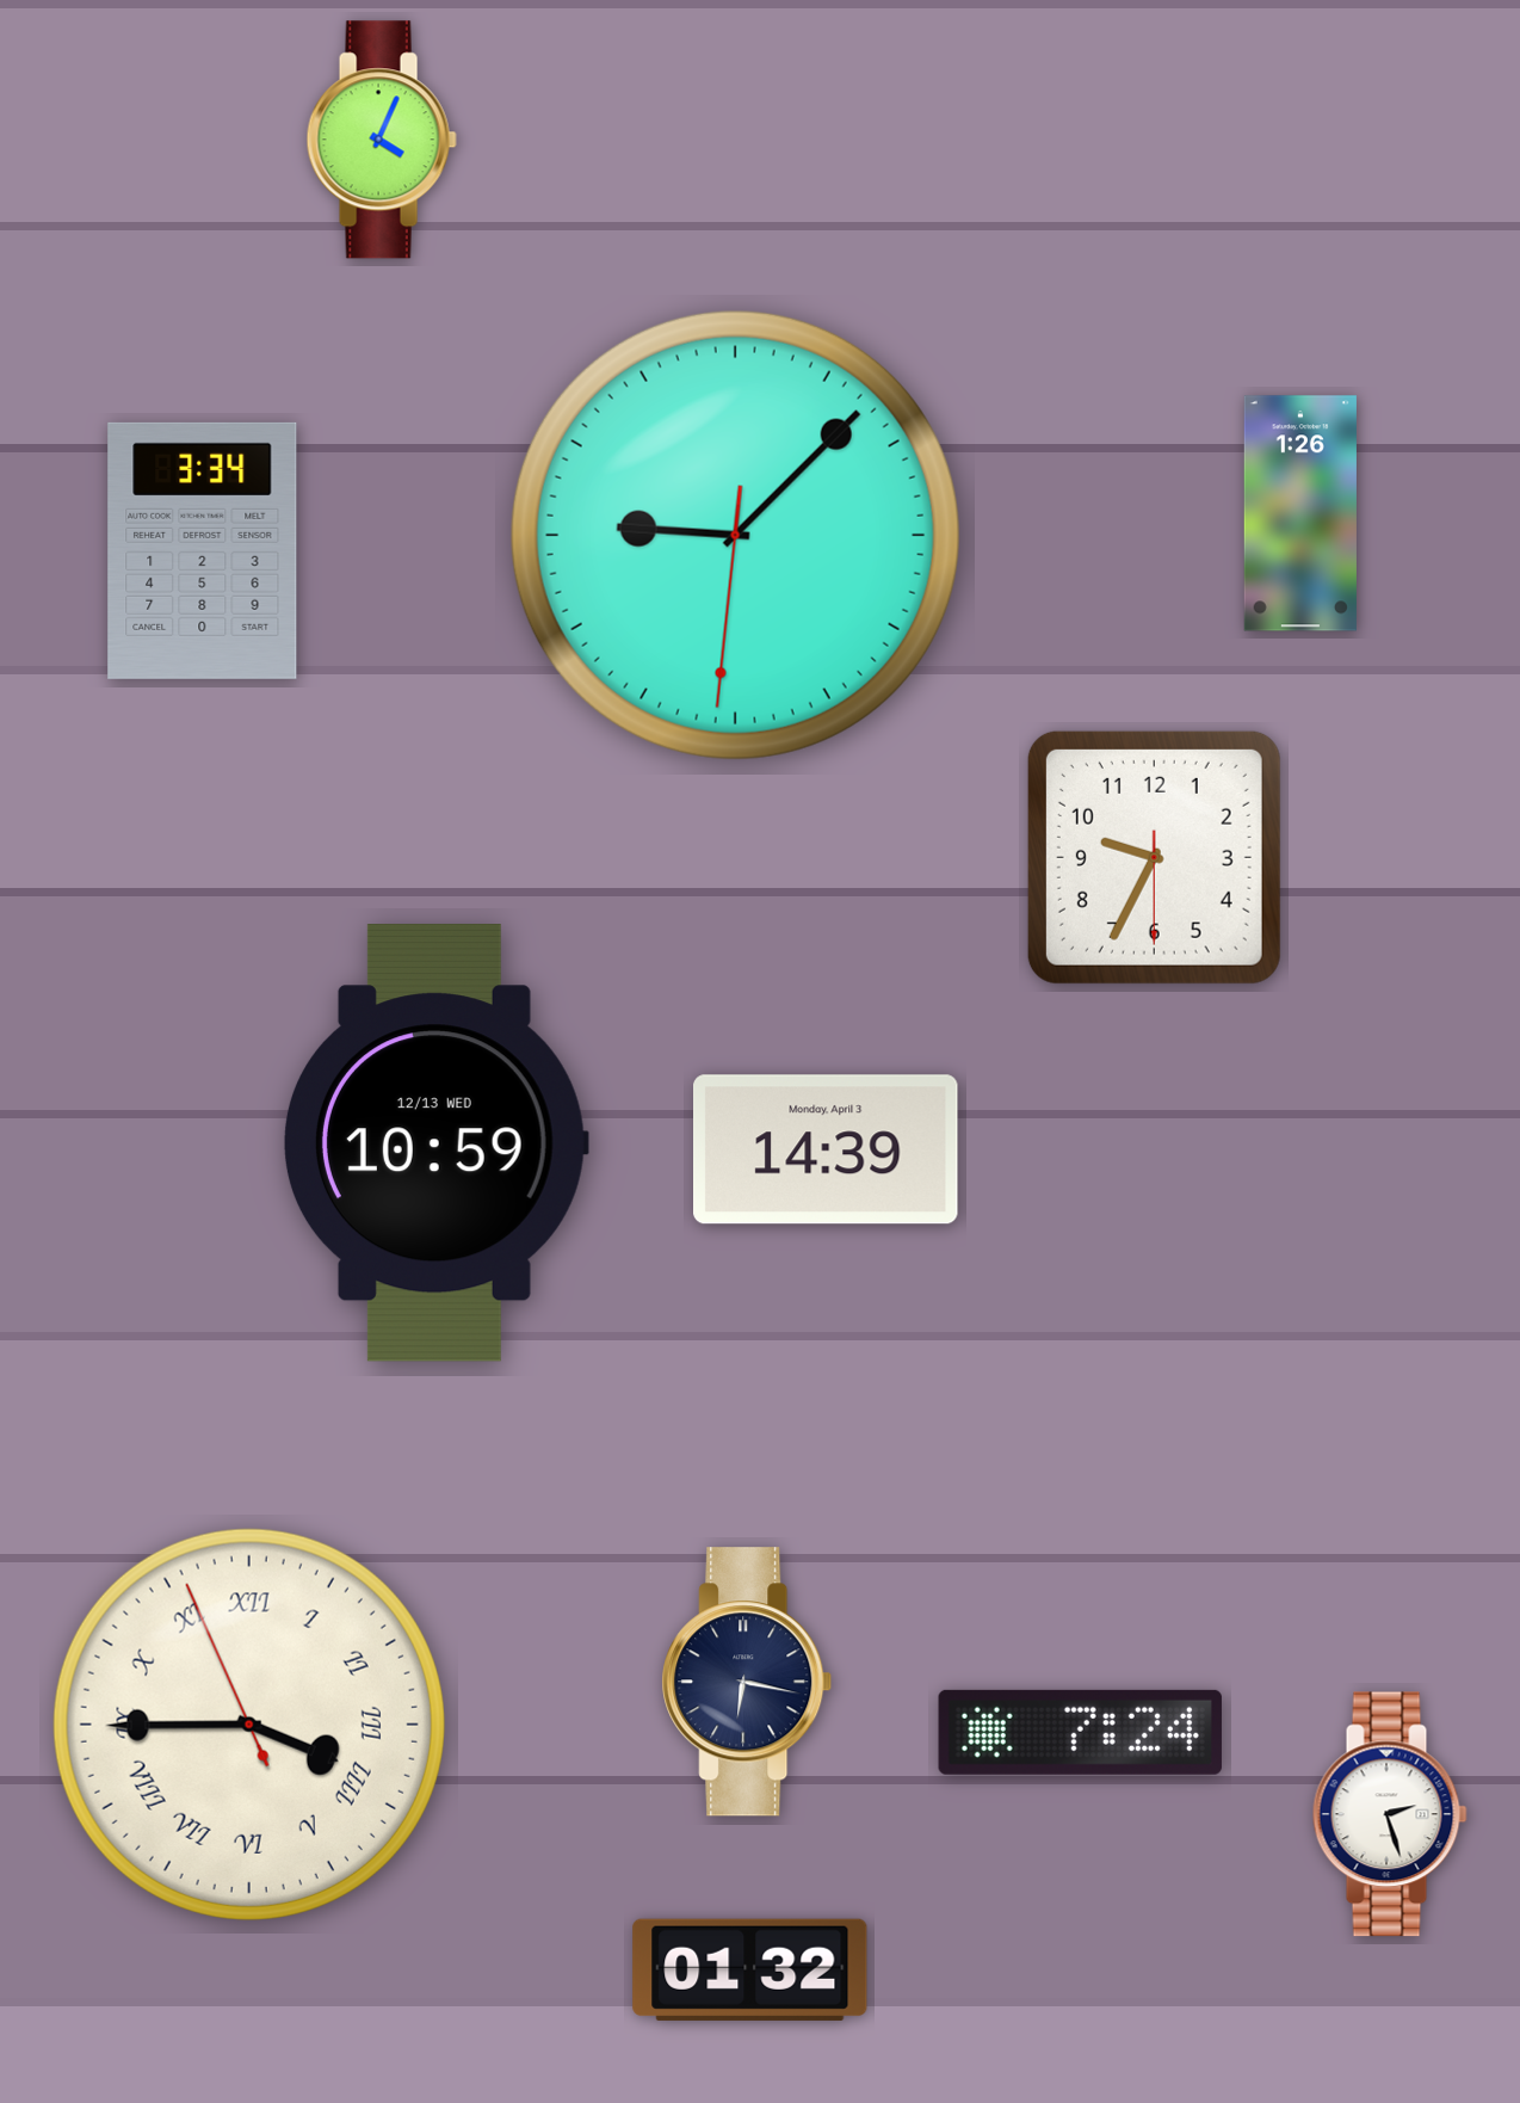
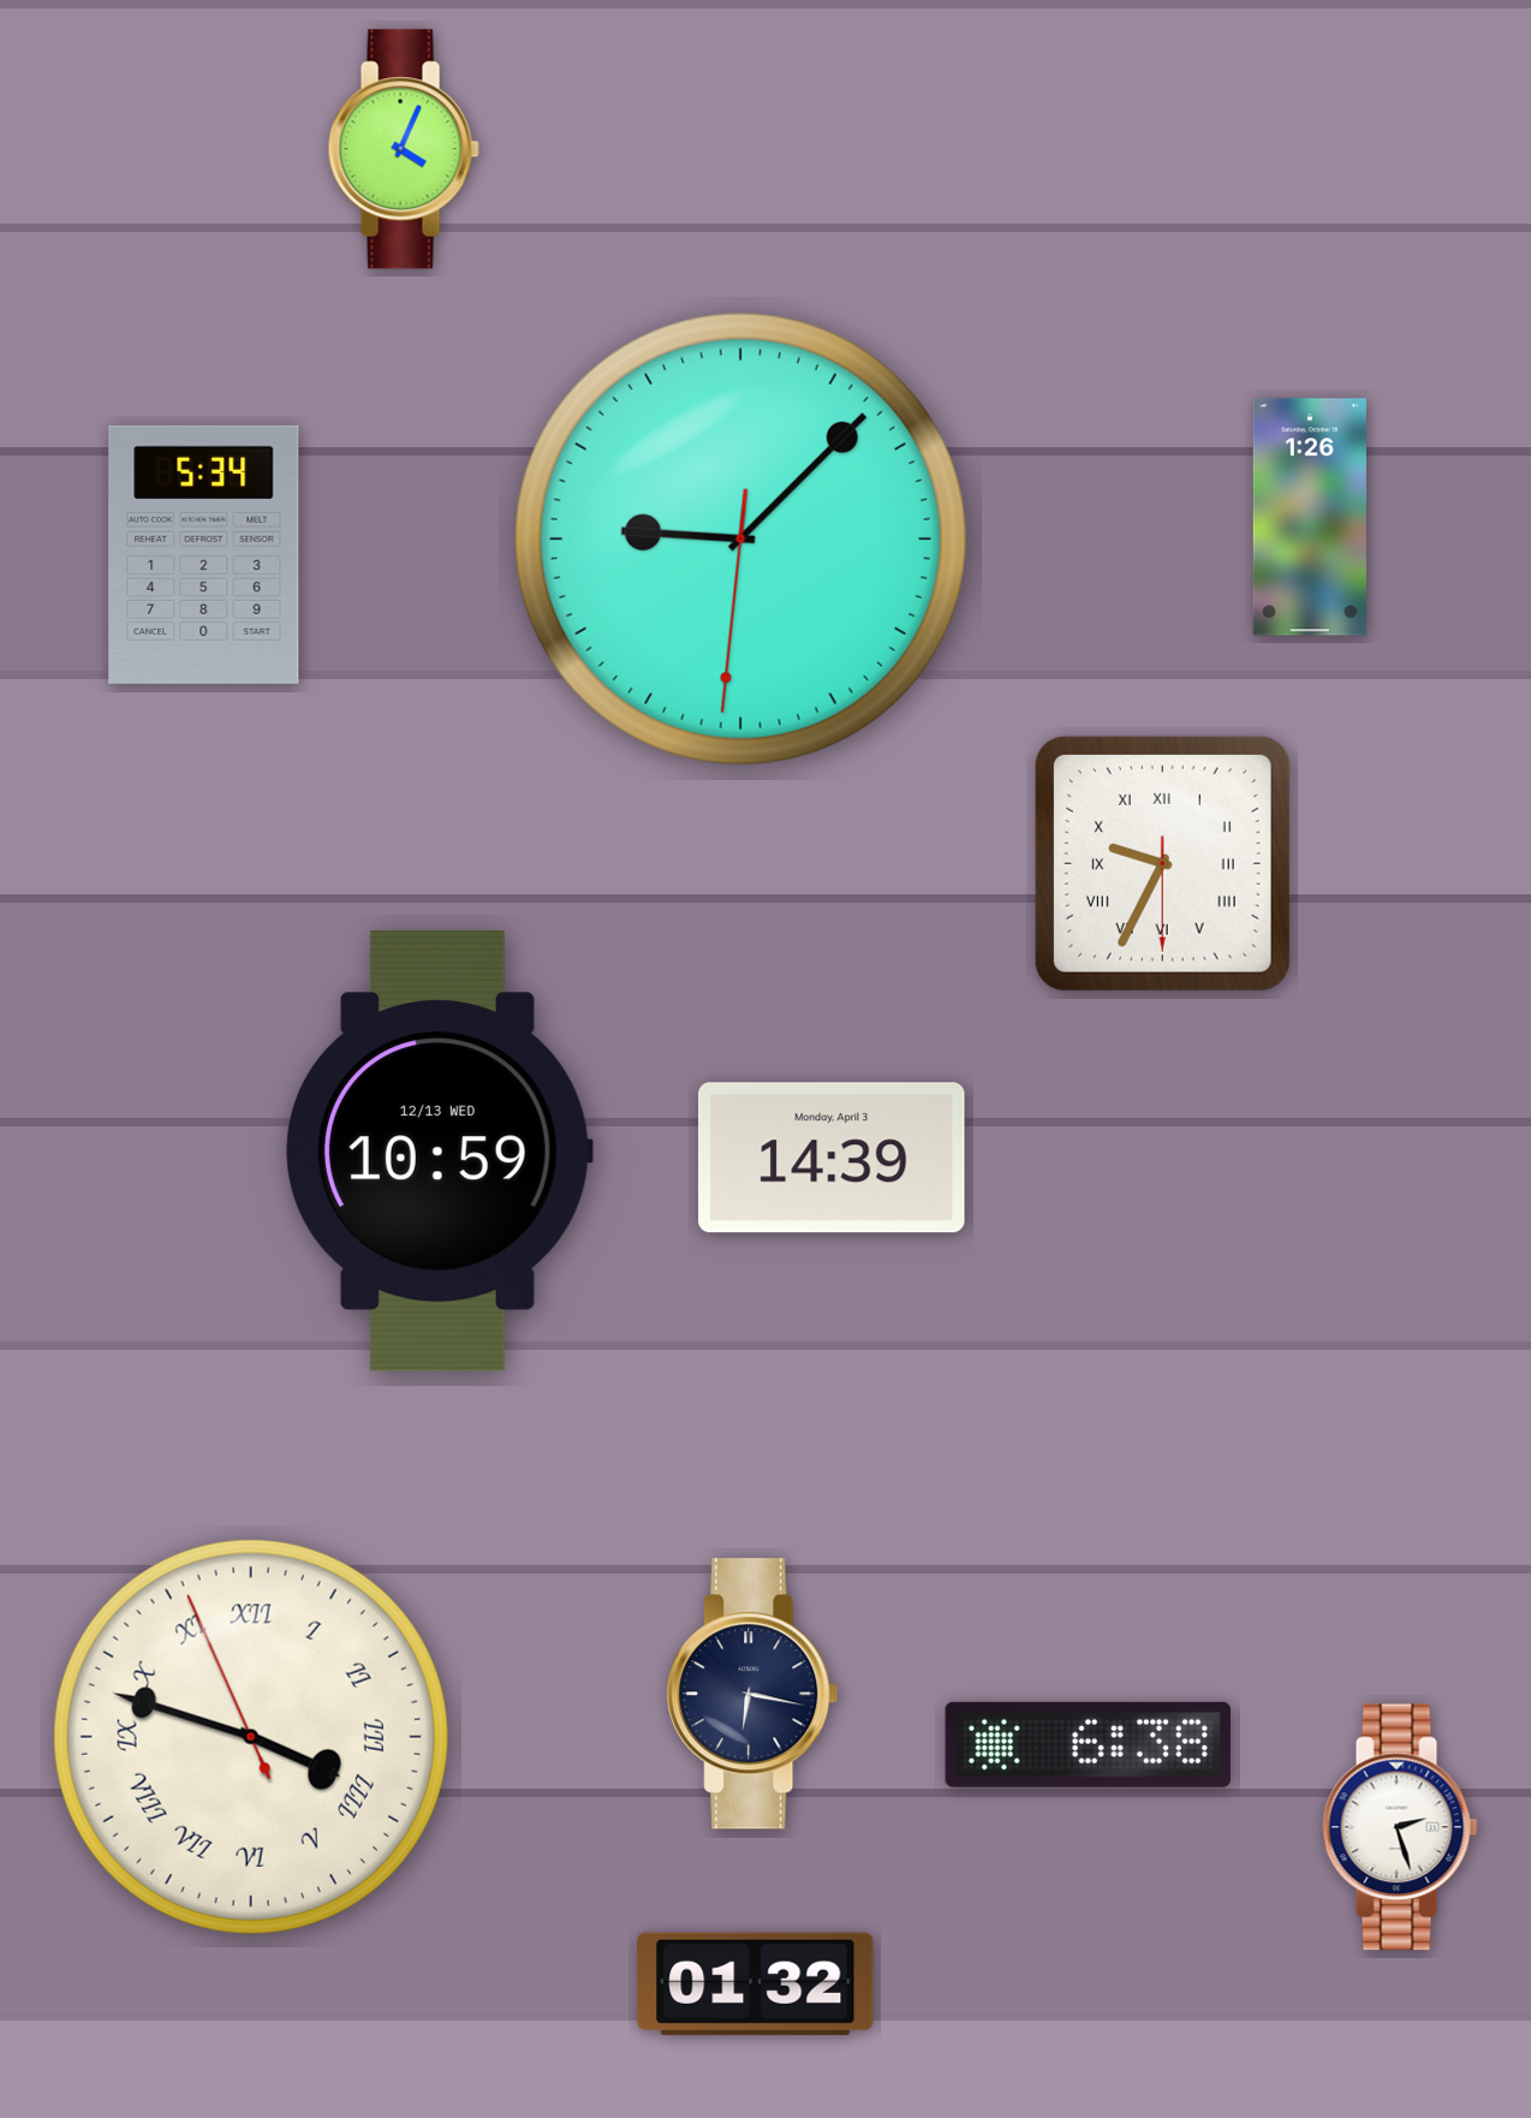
clock at (382, 140) position: (382, 140) -> (404, 149)
clock at (203, 550): 3:34 -> 5:34
clock at (1154, 857) numerals: Arabic -> Roman
clock at (249, 1725): 3:44 -> 3:47
clock at (1080, 1732): 7:24 -> 6:38
